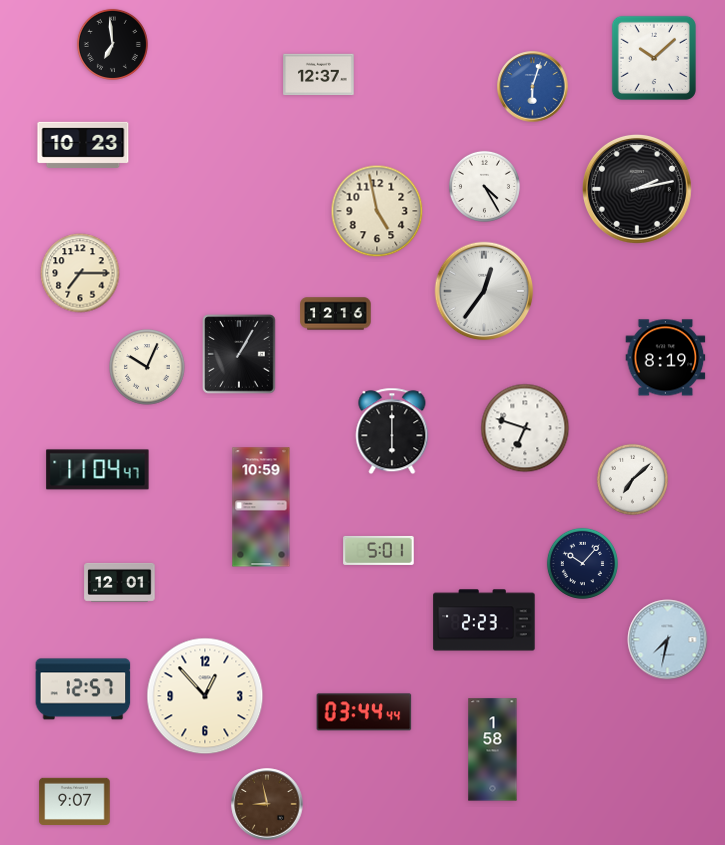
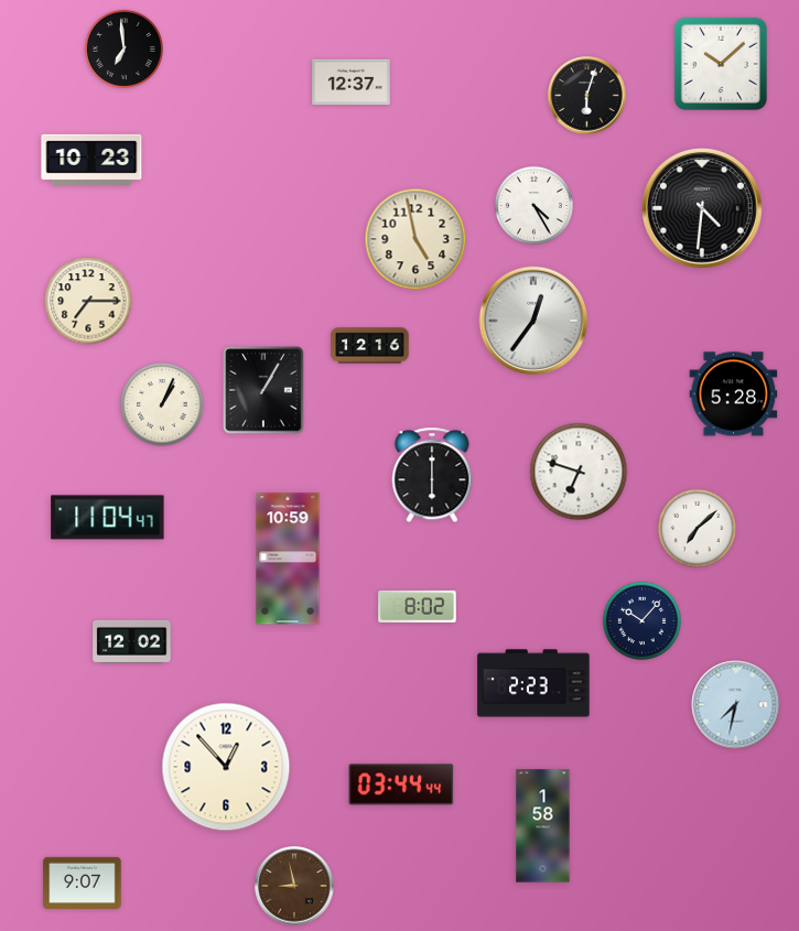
clock at (533, 87) dial: blue -> black
clock at (637, 189): 2:13 -> 4:31
clock at (377, 211) position: (377, 211) -> (415, 239)
clock at (666, 358): 8:19 -> 5:28
clock at (147, 367): 10:04 -> 1:04
clock at (379, 550): 5:01 -> 8:02
clock at (120, 582): 12:01 -> 12:02
clock at (83, 689): 12:57 -> none
